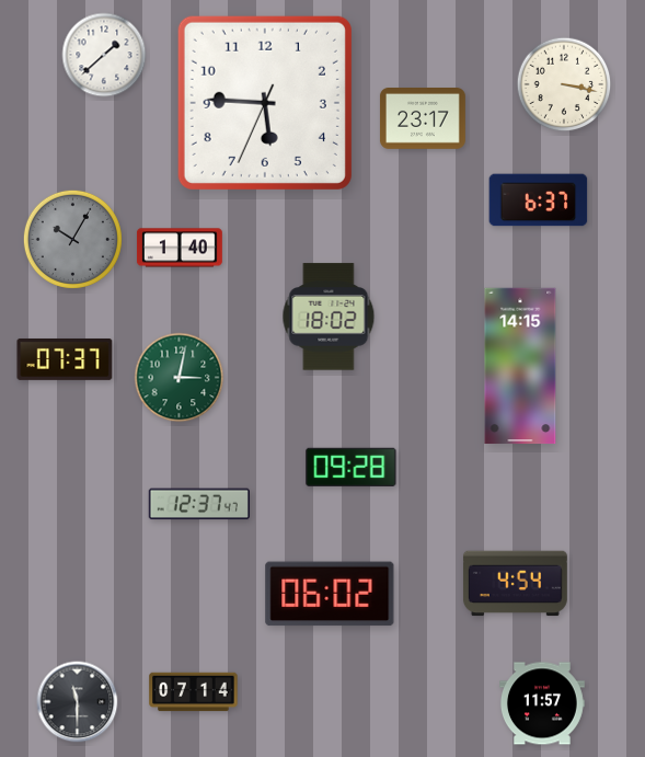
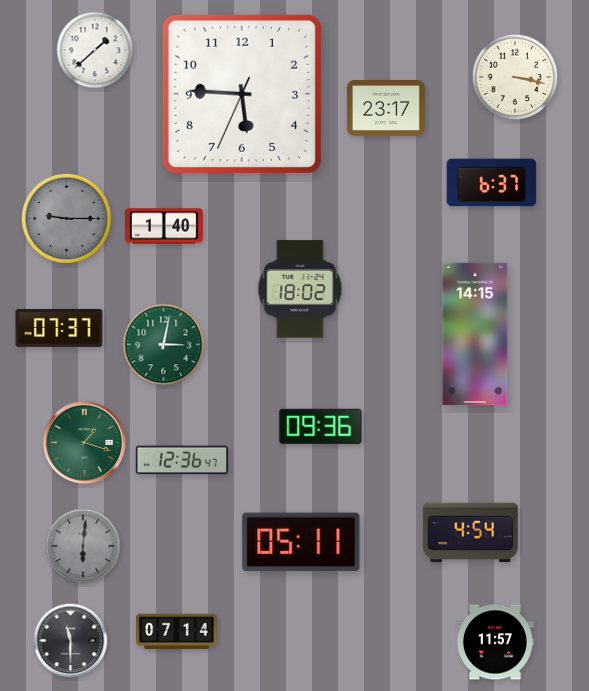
clock at (72, 239): 10:05 -> 9:15
clock at (352, 467): 09:28 -> 09:36
clock at (85, 443): none -> 1:18
clock at (199, 504): 12:37 -> 12:36
clock at (330, 594): 06:02 -> 05:11
clock at (83, 546): none -> 6:01
